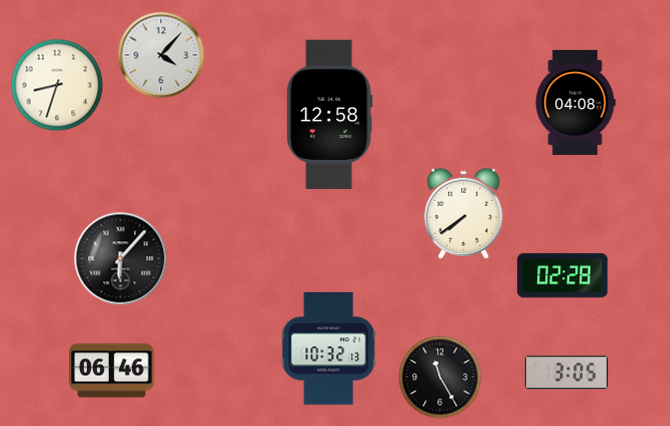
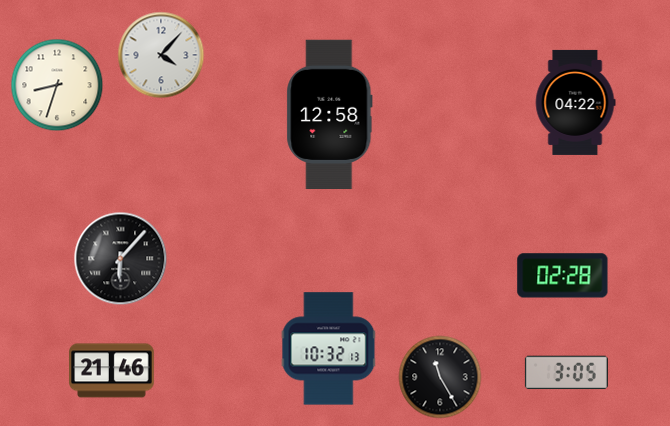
clock at (575, 102): 04:08 -> 04:22
clock at (464, 213): 7:39 -> none
clock at (112, 371): 06:46 -> 21:46
